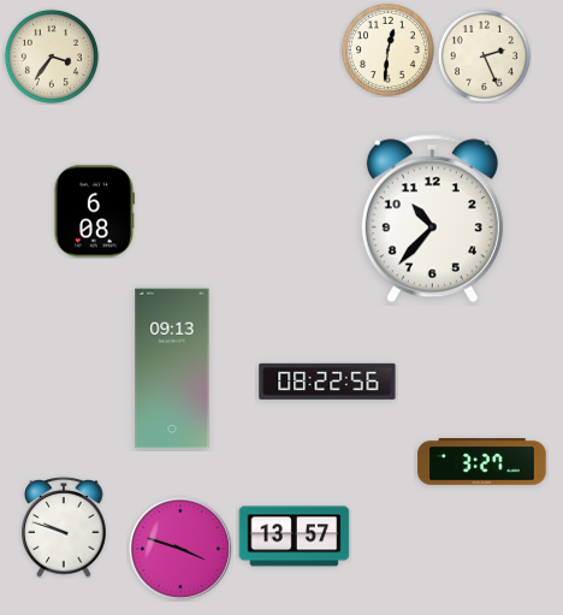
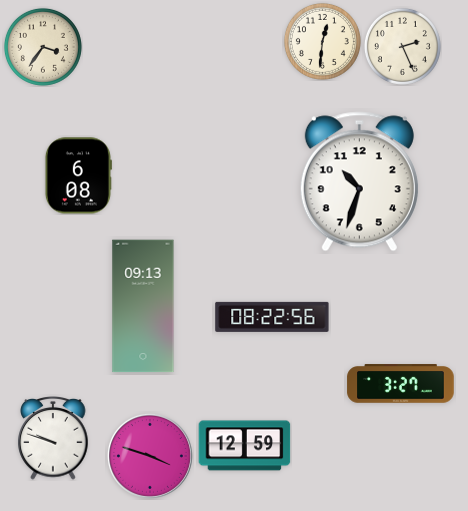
clock at (432, 219): 10:37 -> 10:33
clock at (295, 537): 13:57 -> 12:59
